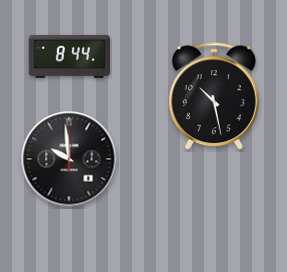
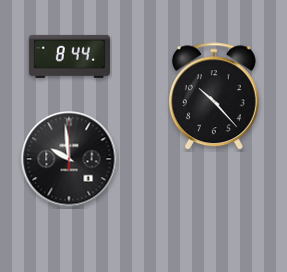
clock at (214, 97): 10:28 -> 10:23
